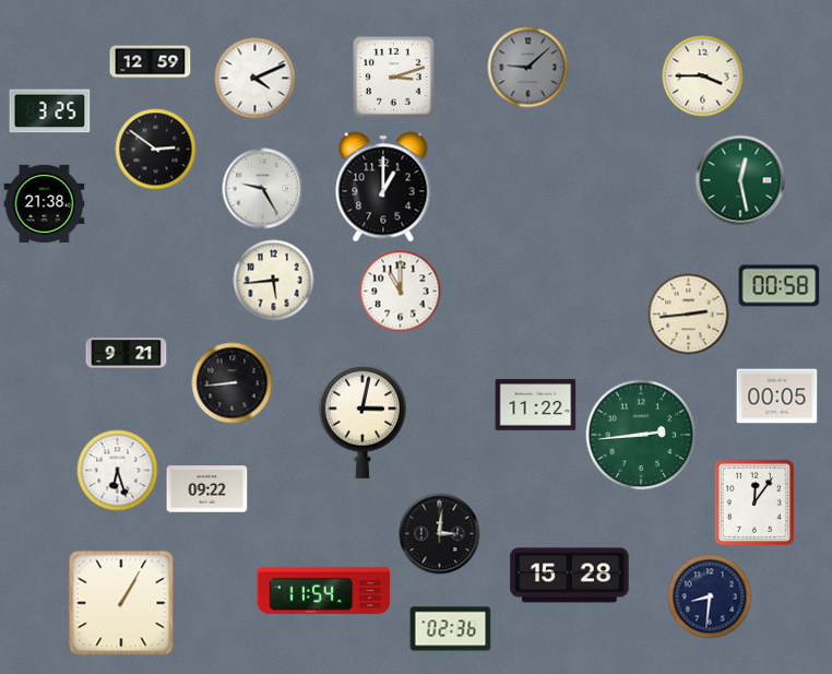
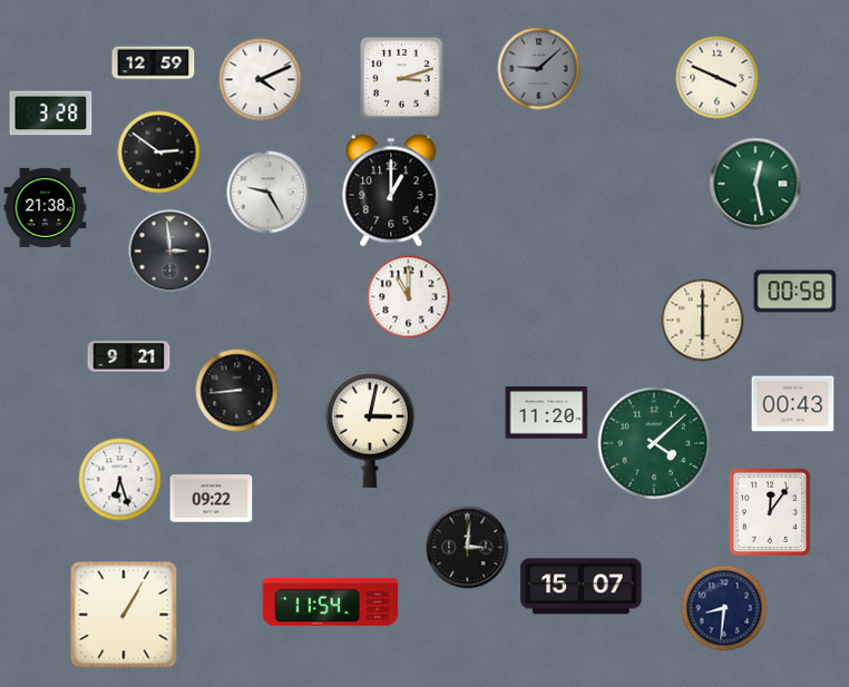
clock at (703, 76): 3:45 -> 3:49
clock at (50, 111): 3:25 -> 3:28
clock at (170, 252): none -> 2:59
clock at (274, 281): 5:44 -> none
clock at (689, 315): 2:44 -> 6:00
clock at (127, 354) position: (127, 354) -> (129, 357)
clock at (777, 397): 00:05 -> 00:43
clock at (536, 405): 11:22 -> 11:20
clock at (641, 435): 2:44 -> 4:08
clock at (440, 534) position: (440, 534) -> (468, 548)
clock at (570, 576): 15:28 -> 15:07
clock at (451, 629): 02:36 -> none
